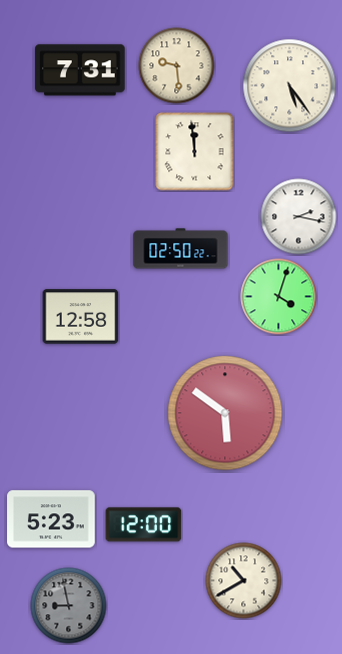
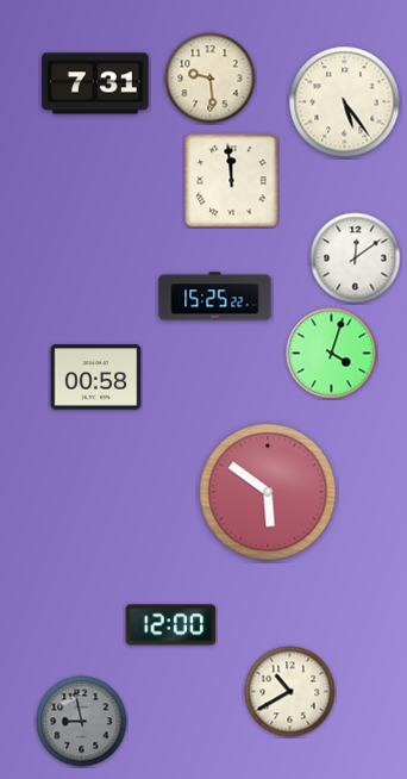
clock at (299, 217): 2:17 -> 12:09
clock at (181, 249): 02:50 -> 15:25
clock at (81, 317): 12:58 -> 00:58
clock at (51, 519): 5:23 -> none
